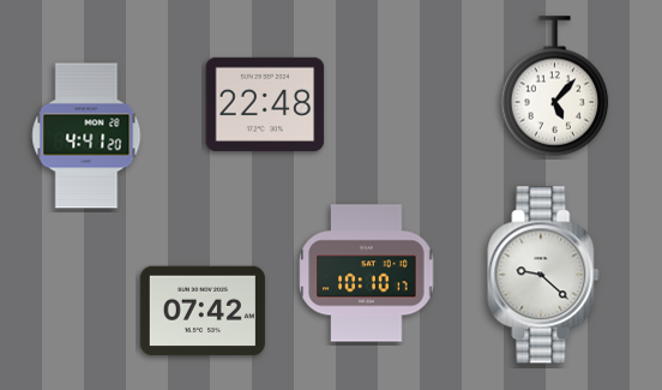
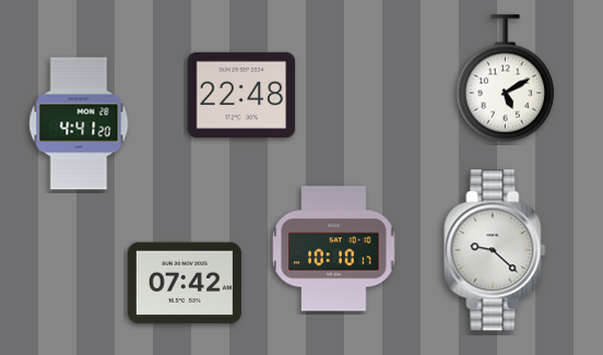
clock at (555, 86): 5:07 -> 5:10
